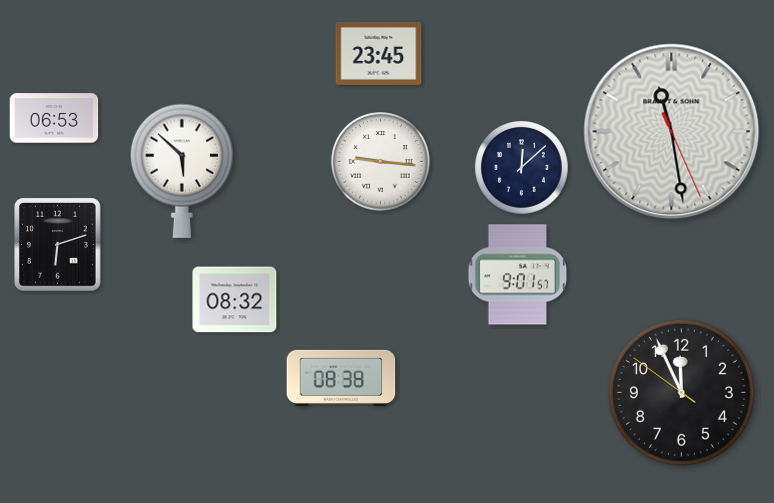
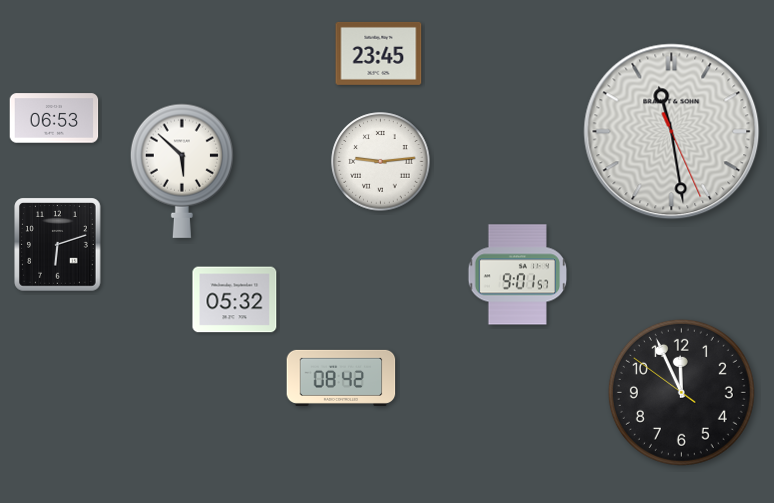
clock at (381, 162): 9:16 -> 9:14
clock at (522, 168): 12:08 -> none
clock at (235, 300): 08:32 -> 05:32
clock at (341, 378): 08:38 -> 08:42
